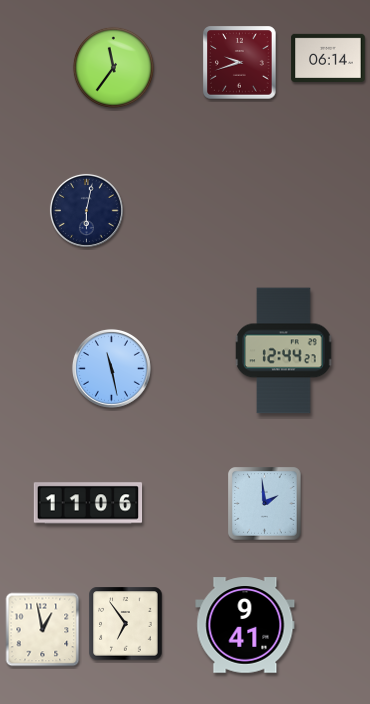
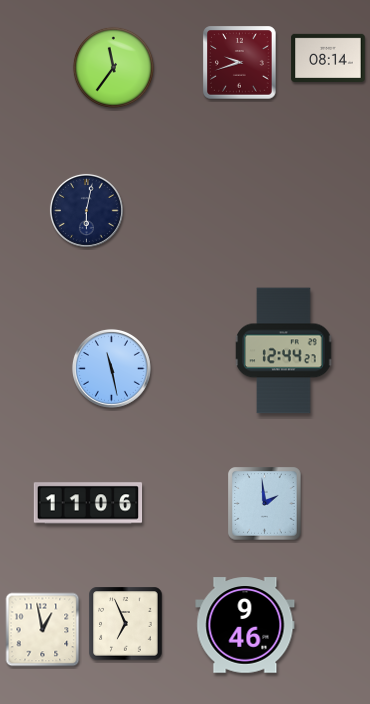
clock at (328, 58): 06:14 -> 08:14
clock at (126, 624): 6:54 -> 6:56
clock at (245, 625): 9:41 -> 9:46
